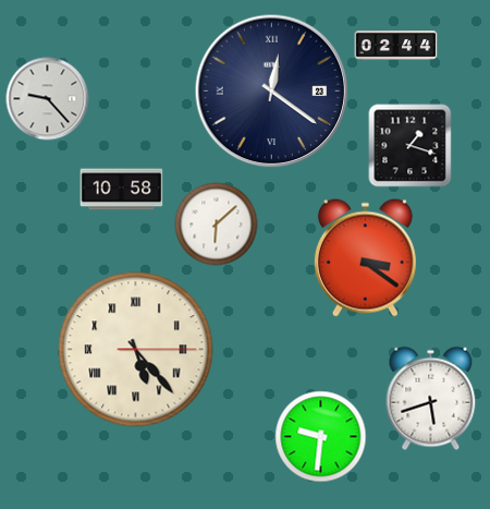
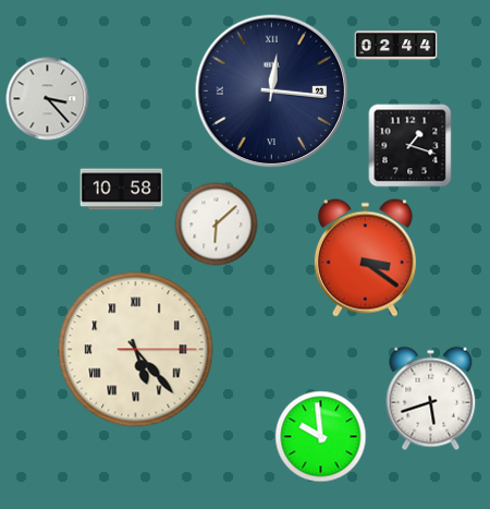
clock at (272, 92): 12:21 -> 12:16
clock at (48, 99): 9:23 -> 3:23
clock at (321, 437): 9:31 -> 9:59
